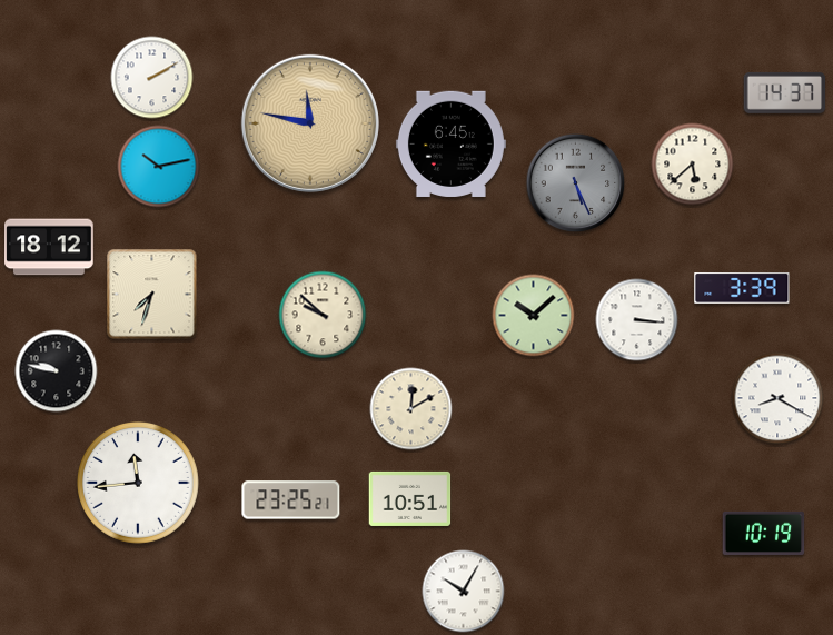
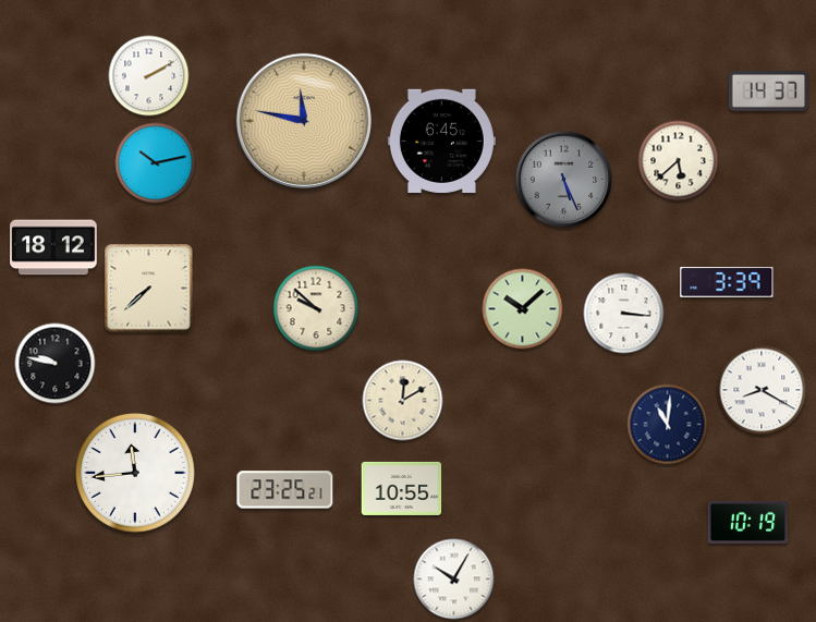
clock at (49, 247) position: (49, 247) -> (53, 247)
clock at (152, 295): 7:33 -> 7:38
clock at (668, 425): none -> 11:01
clock at (410, 498): 10:51 -> 10:55
